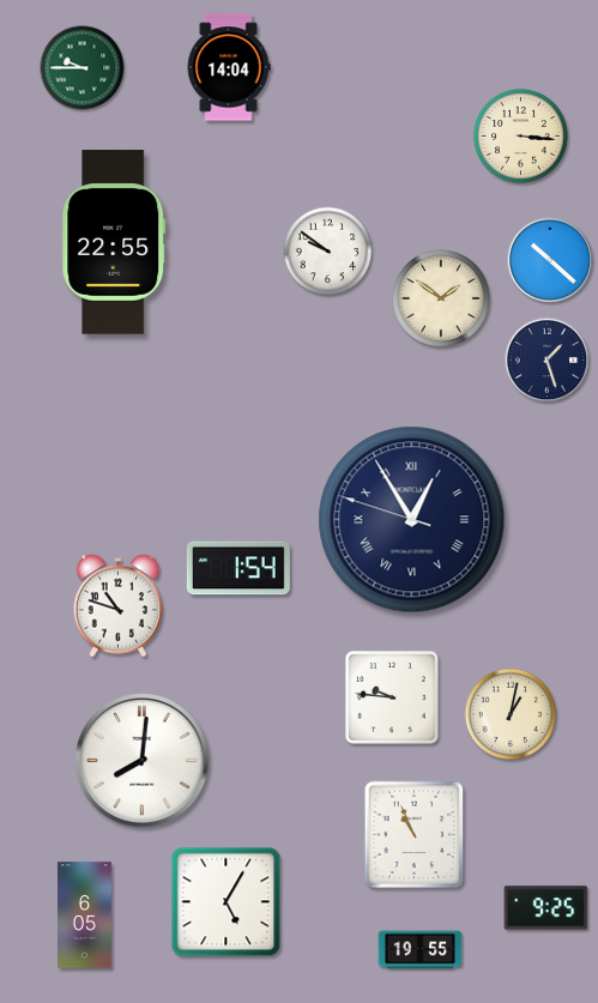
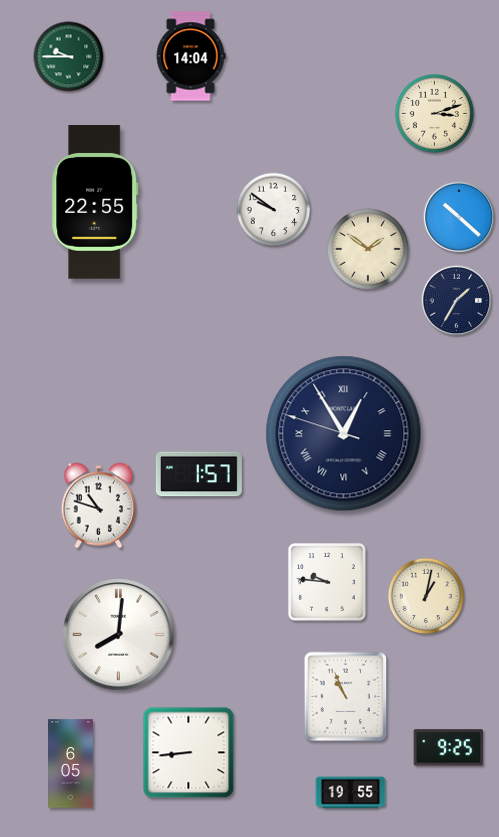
clock at (520, 135): 3:16 -> 3:12
clock at (548, 361): 1:27 -> 1:35
clock at (238, 568): 1:54 -> 1:57
clock at (226, 902): 5:05 -> 8:44
clock at (546, 908) position: (546, 908) -> (449, 748)
